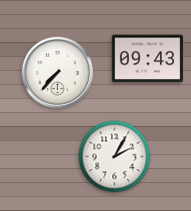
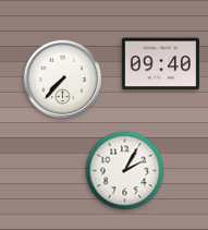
clock at (147, 59): 09:43 -> 09:40
